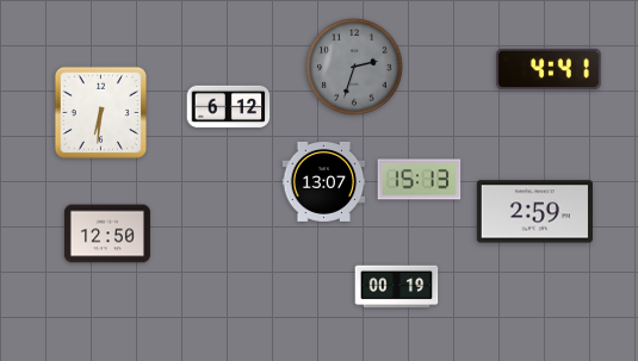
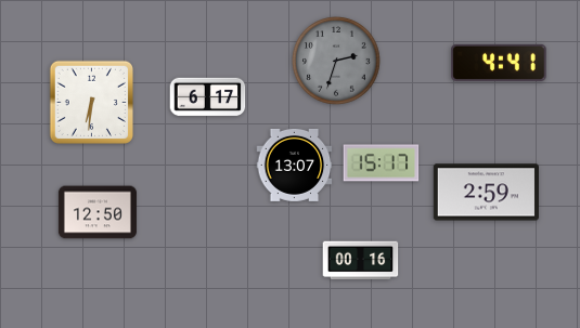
clock at (354, 67) position: (354, 67) -> (336, 61)
clock at (229, 107): 6:12 -> 6:17
clock at (420, 180): 15:13 -> 15:17
clock at (397, 287): 00:19 -> 00:16
